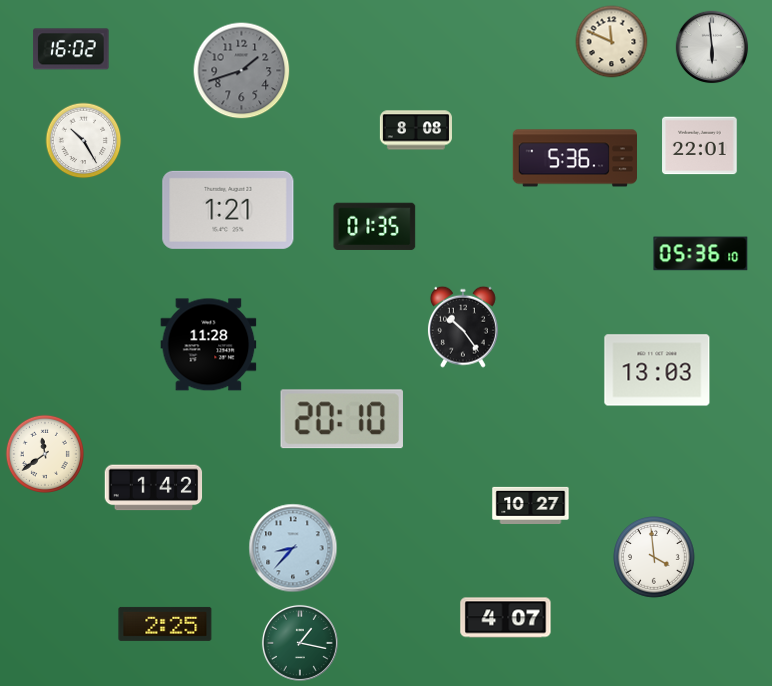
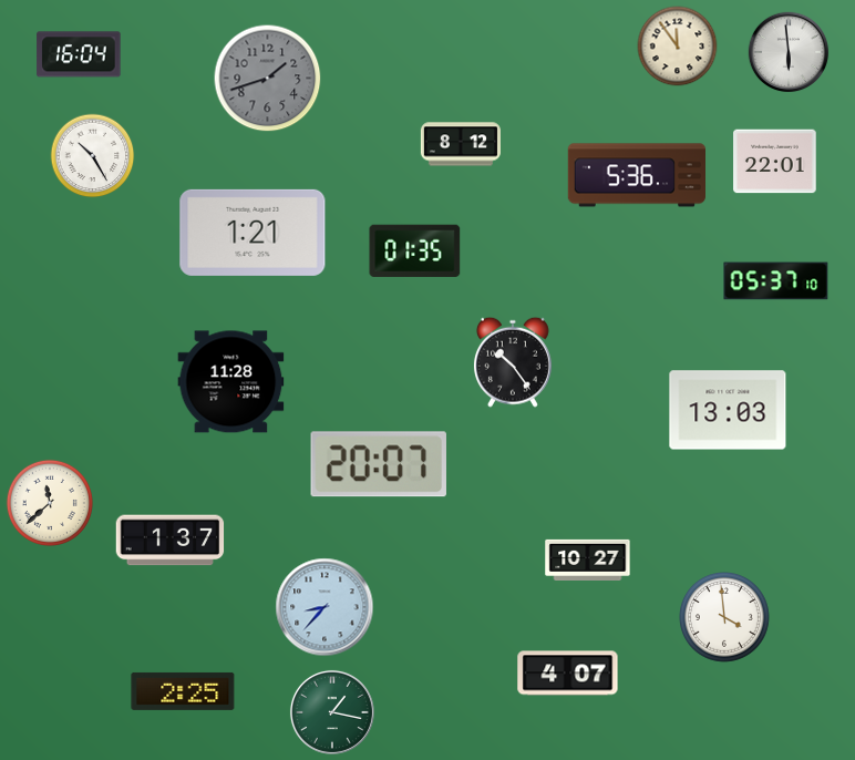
clock at (612, 42): 11:49 -> 11:54
clock at (71, 49): 16:02 -> 16:04
clock at (416, 130): 8:08 -> 8:12
clock at (701, 254): 05:36 -> 05:37
clock at (342, 419): 20:10 -> 20:07
clock at (45, 454): 11:39 -> 11:38
clock at (154, 488): 1:42 -> 1:37
clock at (506, 618) position: (506, 618) -> (568, 674)
